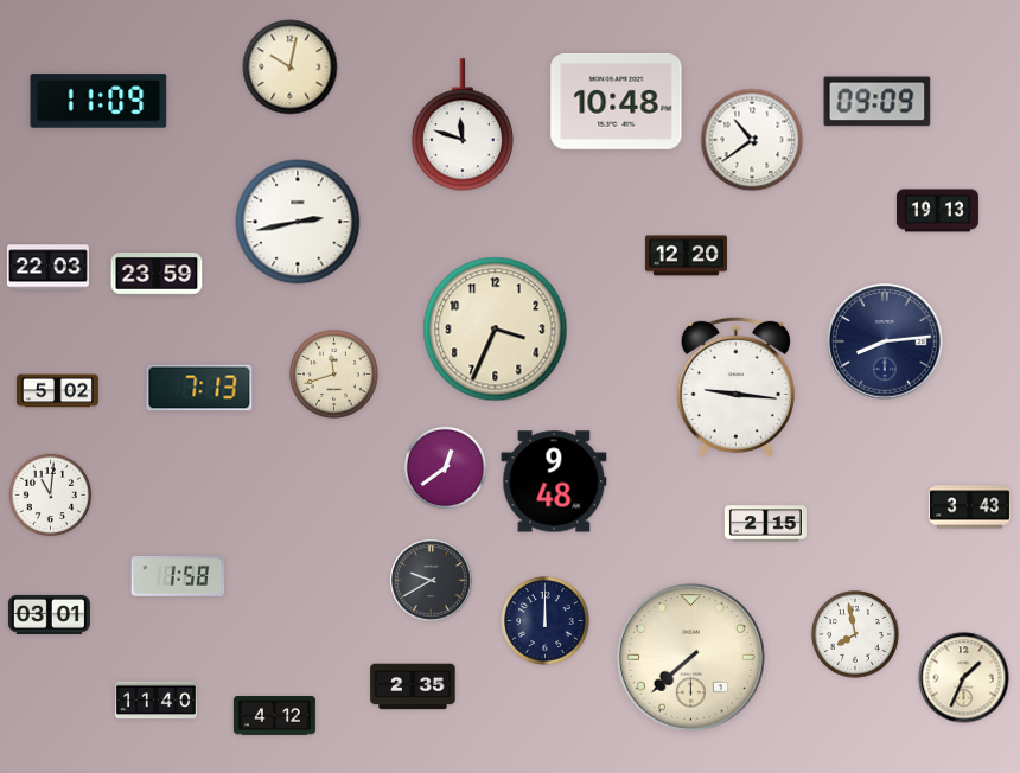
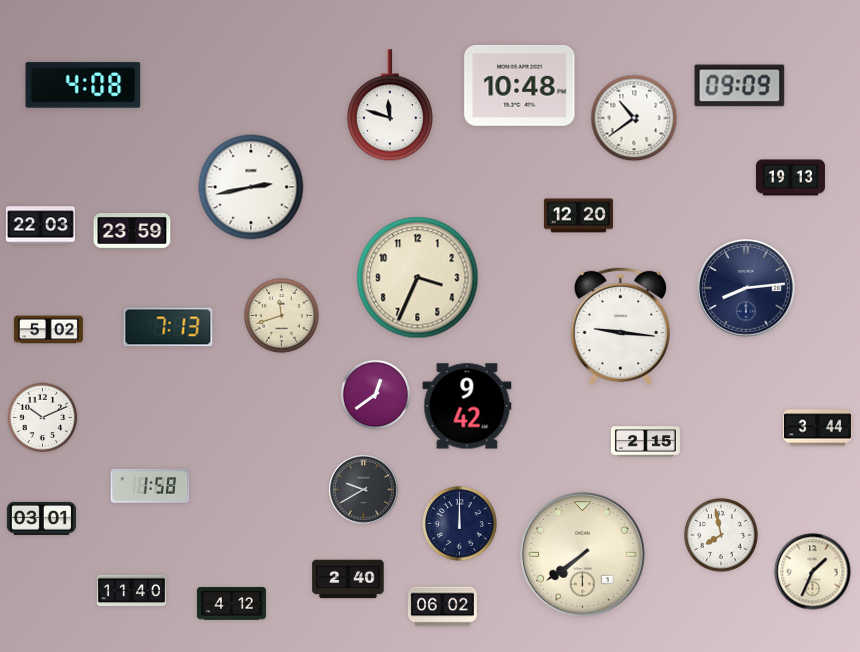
clock at (291, 68): 10:02 -> none
clock at (98, 101): 11:09 -> 4:08
clock at (554, 481): 9:48 -> 9:42
clock at (51, 496): 11:01 -> 10:11
clock at (969, 507): 3:43 -> 3:44
clock at (691, 658): 7:38 -> 7:39
clock at (413, 686): 2:35 -> 2:40
clock at (442, 607): none -> 06:02
